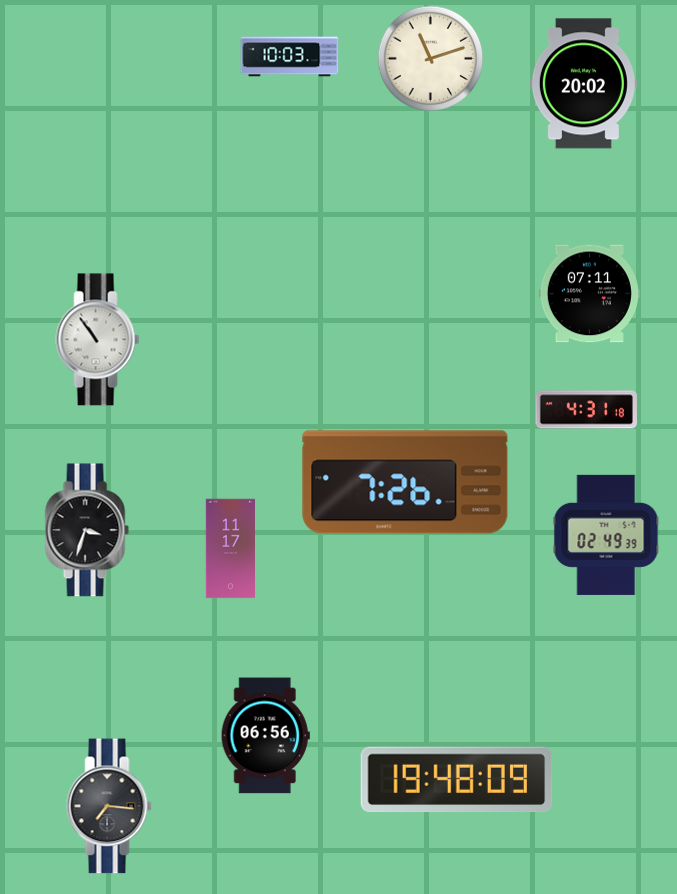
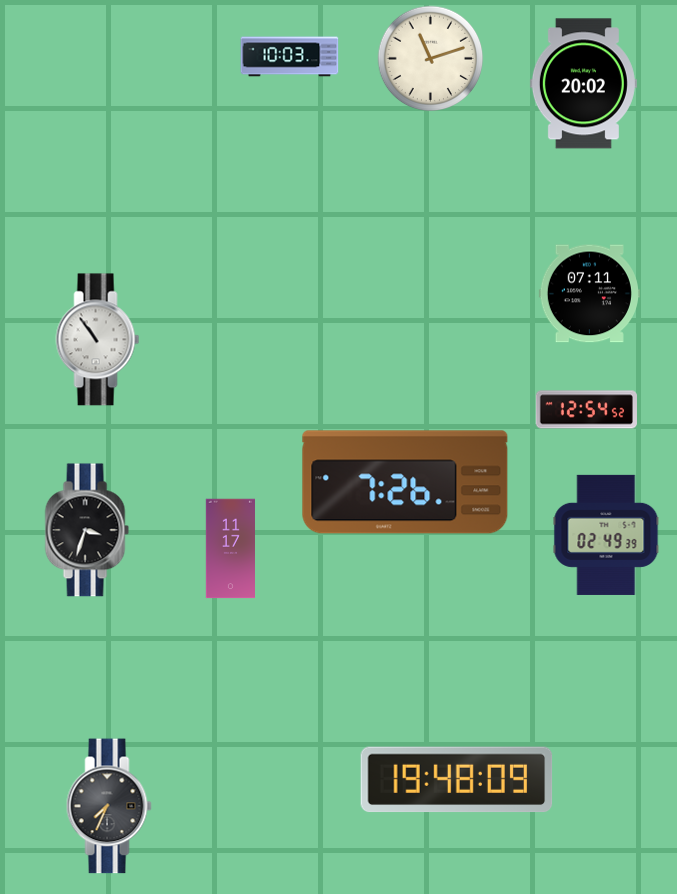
clock at (586, 410): 4:31 -> 12:54
clock at (265, 736): 06:56 -> none
clock at (109, 806): 7:16 -> 7:34
